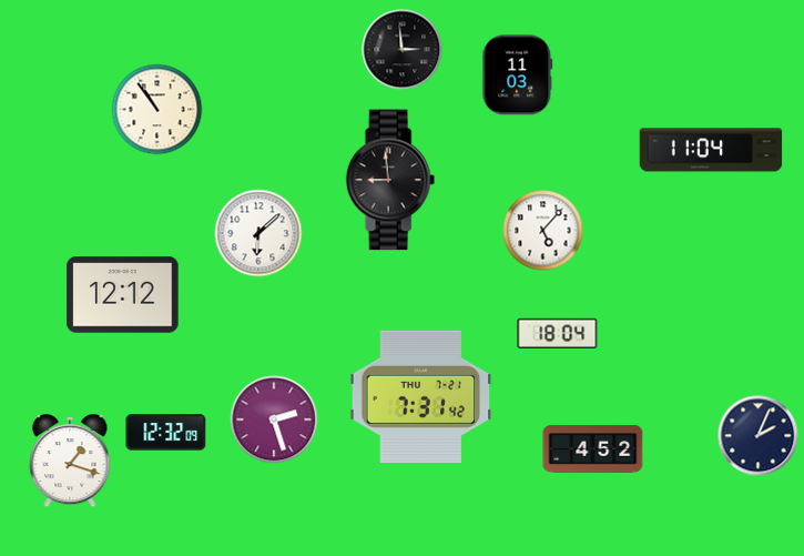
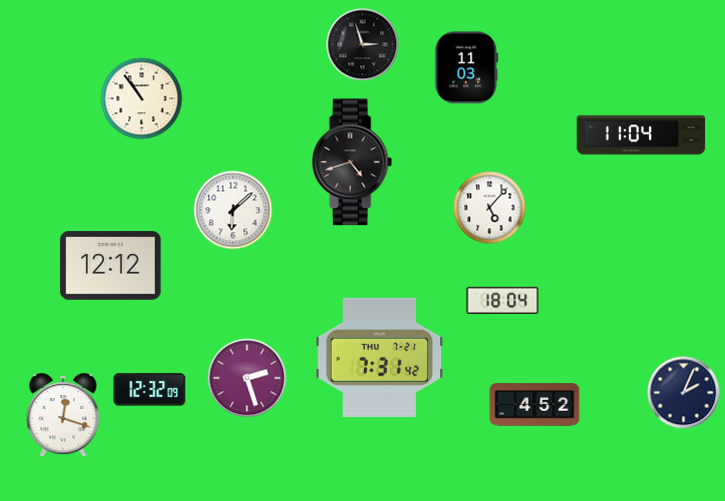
clock at (403, 50): 2:59 -> 2:57
clock at (390, 180): 8:59 -> 4:42
clock at (70, 461): 1:18 -> 12:18
